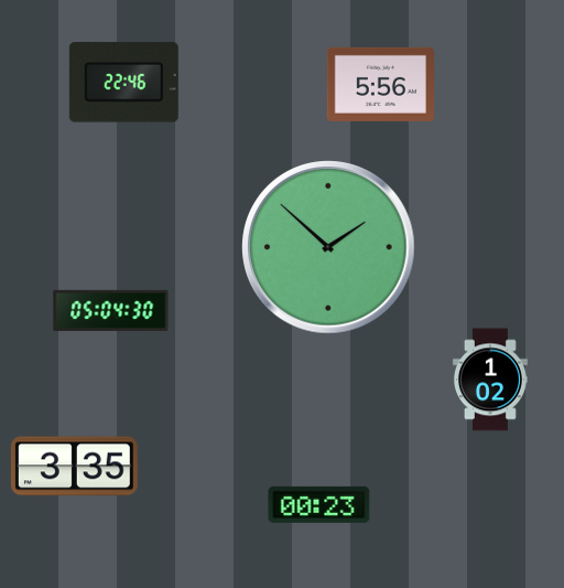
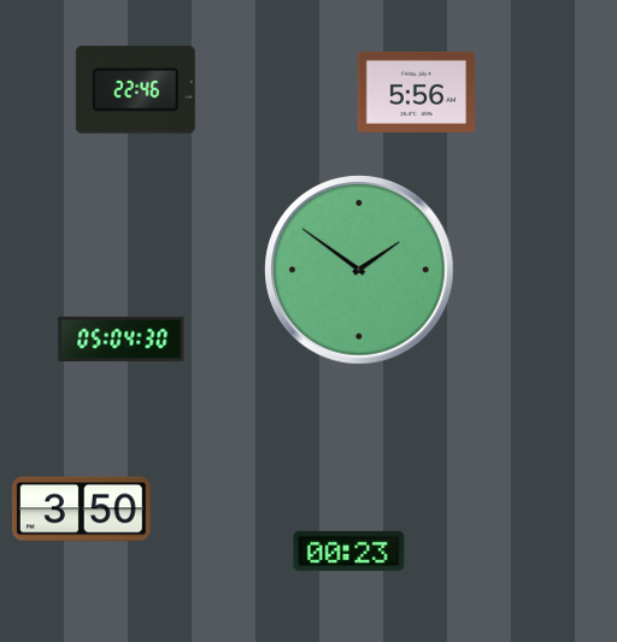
clock at (328, 247): 1:52 -> 1:51
clock at (490, 379): 1:02 -> none
clock at (74, 467): 3:35 -> 3:50
